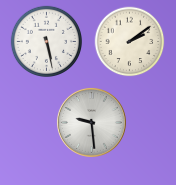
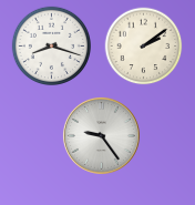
clock at (46, 41): 5:28 -> 8:18
clock at (91, 122): 9:29 -> 9:24
